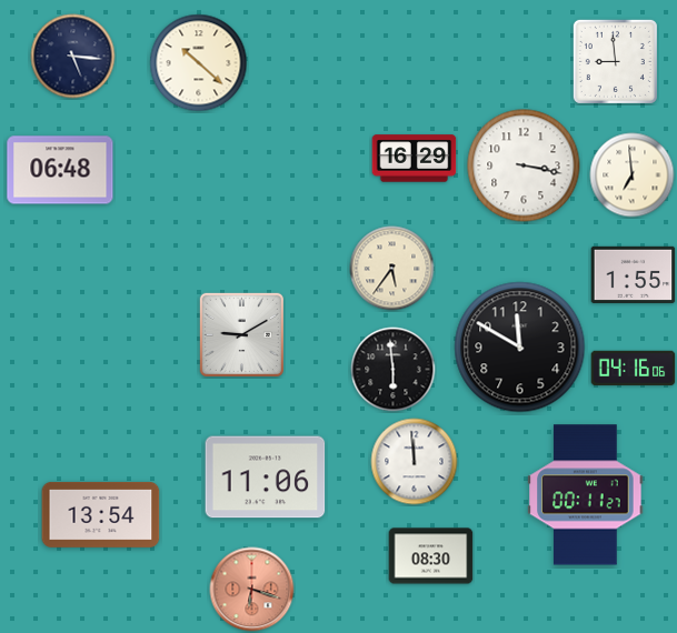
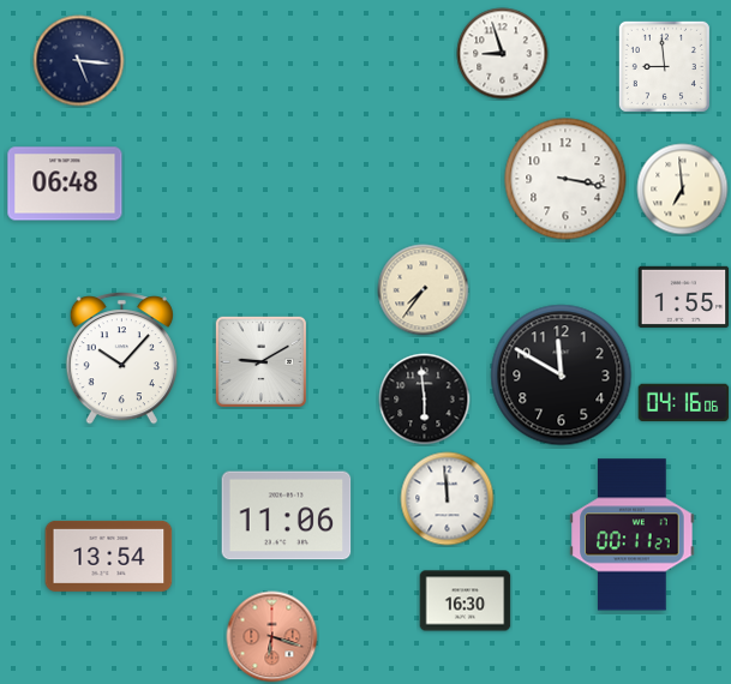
clock at (503, 54): none -> 8:57
clock at (199, 63): 10:22 -> none
clock at (415, 159): 16:29 -> none
clock at (392, 269): 5:36 -> 7:36
clock at (121, 359): none -> 10:07
clock at (634, 369) position: (634, 369) -> (684, 403)
clock at (431, 556): 08:30 -> 16:30
